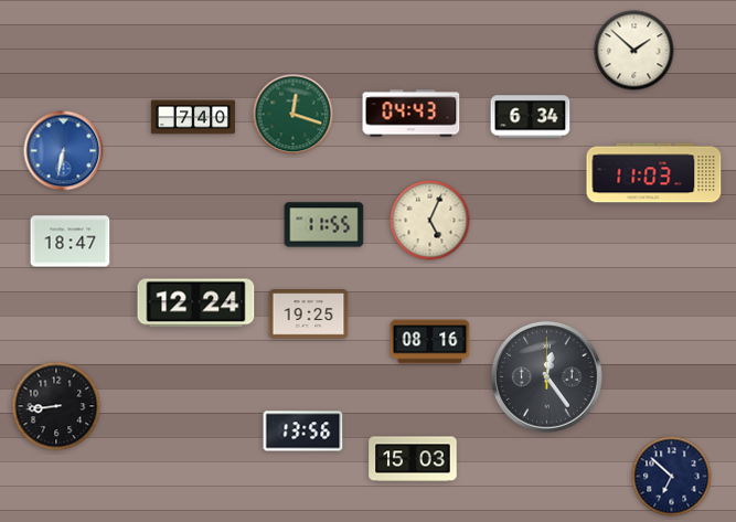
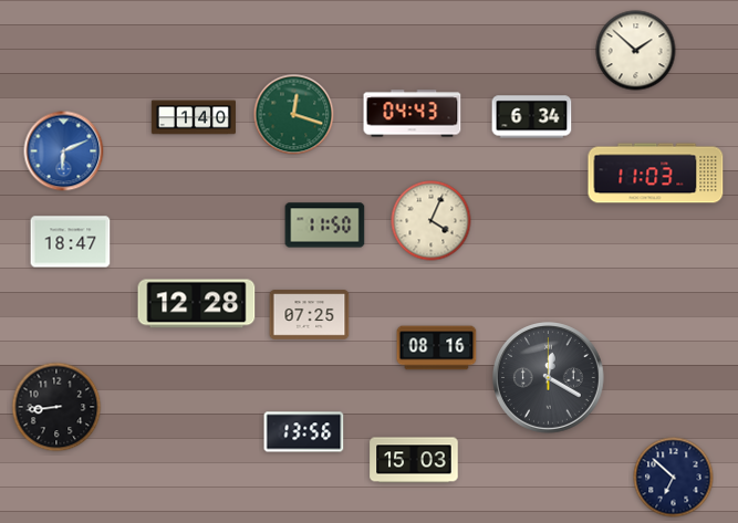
clock at (193, 117): 7:40 -> 1:40
clock at (64, 151): 6:32 -> 6:11
clock at (430, 221): 5:04 -> 4:04
clock at (324, 225): 11:55 -> 11:50
clock at (196, 303): 12:24 -> 12:28
clock at (309, 315): 19:25 -> 07:25
clock at (430, 342) position: (430, 342) -> (437, 348)
clock at (547, 377): 12:24 -> 12:20
